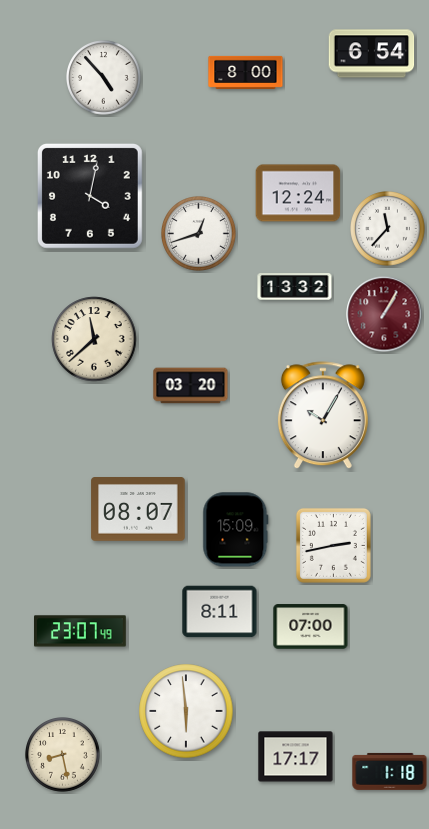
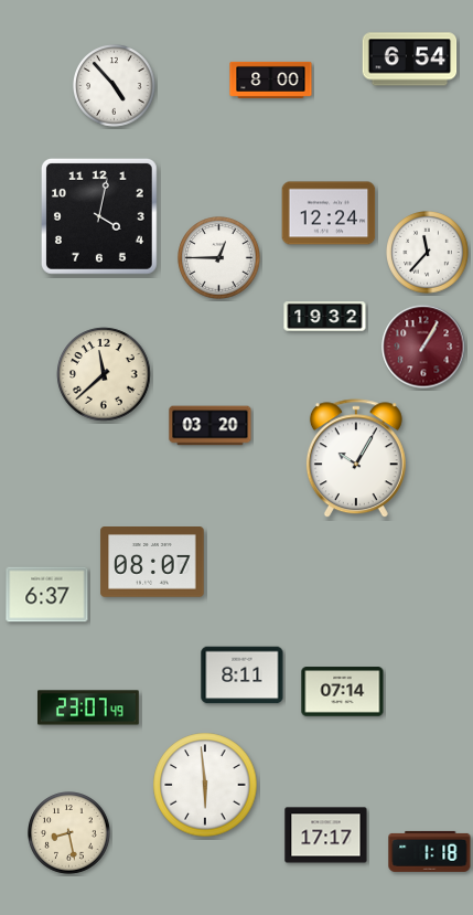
clock at (199, 234): 12:42 -> 12:45
clock at (295, 287): 13:32 -> 19:32
clock at (236, 530): 15:09 -> none
clock at (47, 595): none -> 6:37
clock at (333, 545): 2:43 -> none
clock at (311, 627): 07:00 -> 07:14
clock at (81, 631) position: (81, 631) -> (89, 707)
